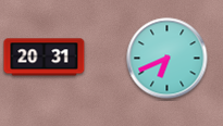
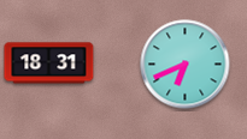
clock at (45, 58): 20:31 -> 18:31
